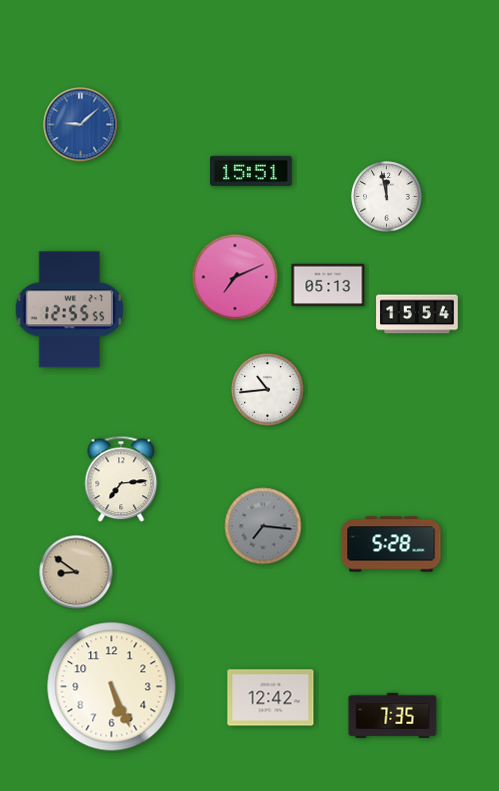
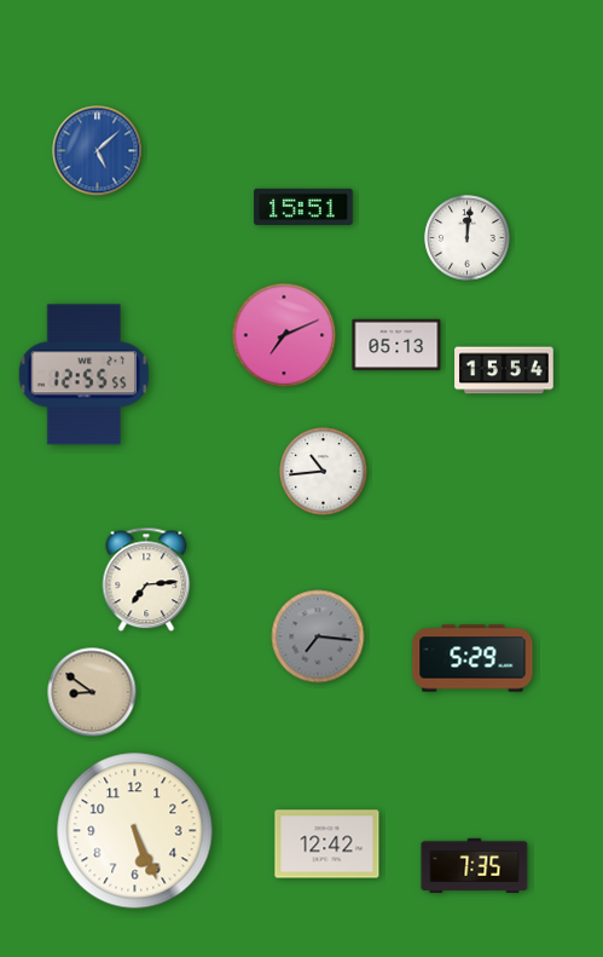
clock at (81, 125): 9:08 -> 5:08
clock at (387, 197): 11:58 -> 12:01
clock at (417, 314) position: (417, 314) -> (504, 370)
clock at (391, 544): 5:28 -> 5:29
